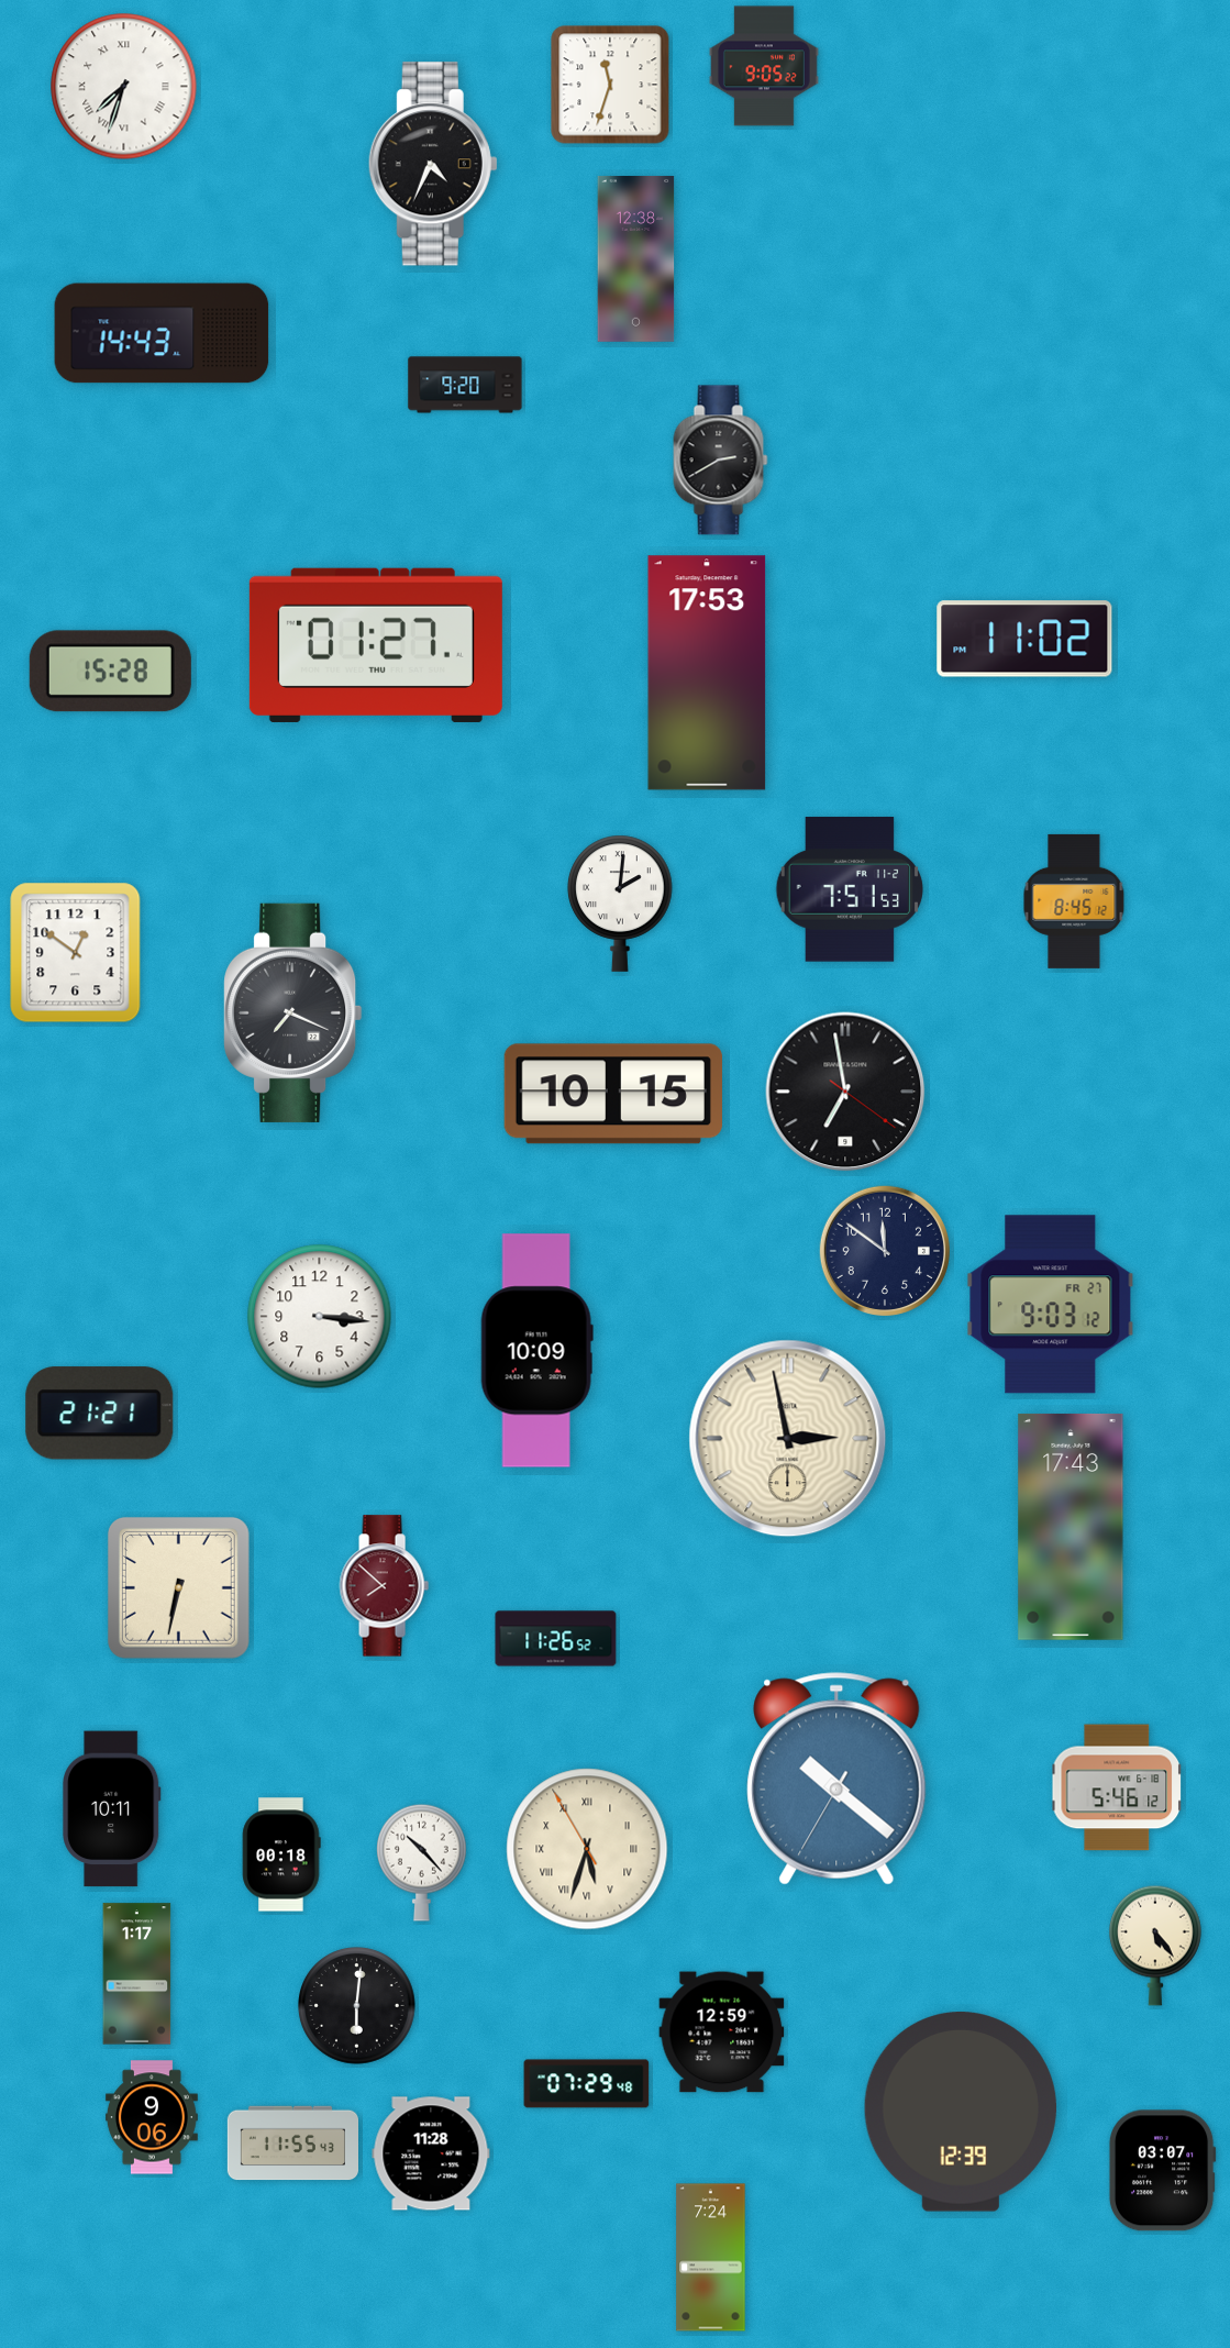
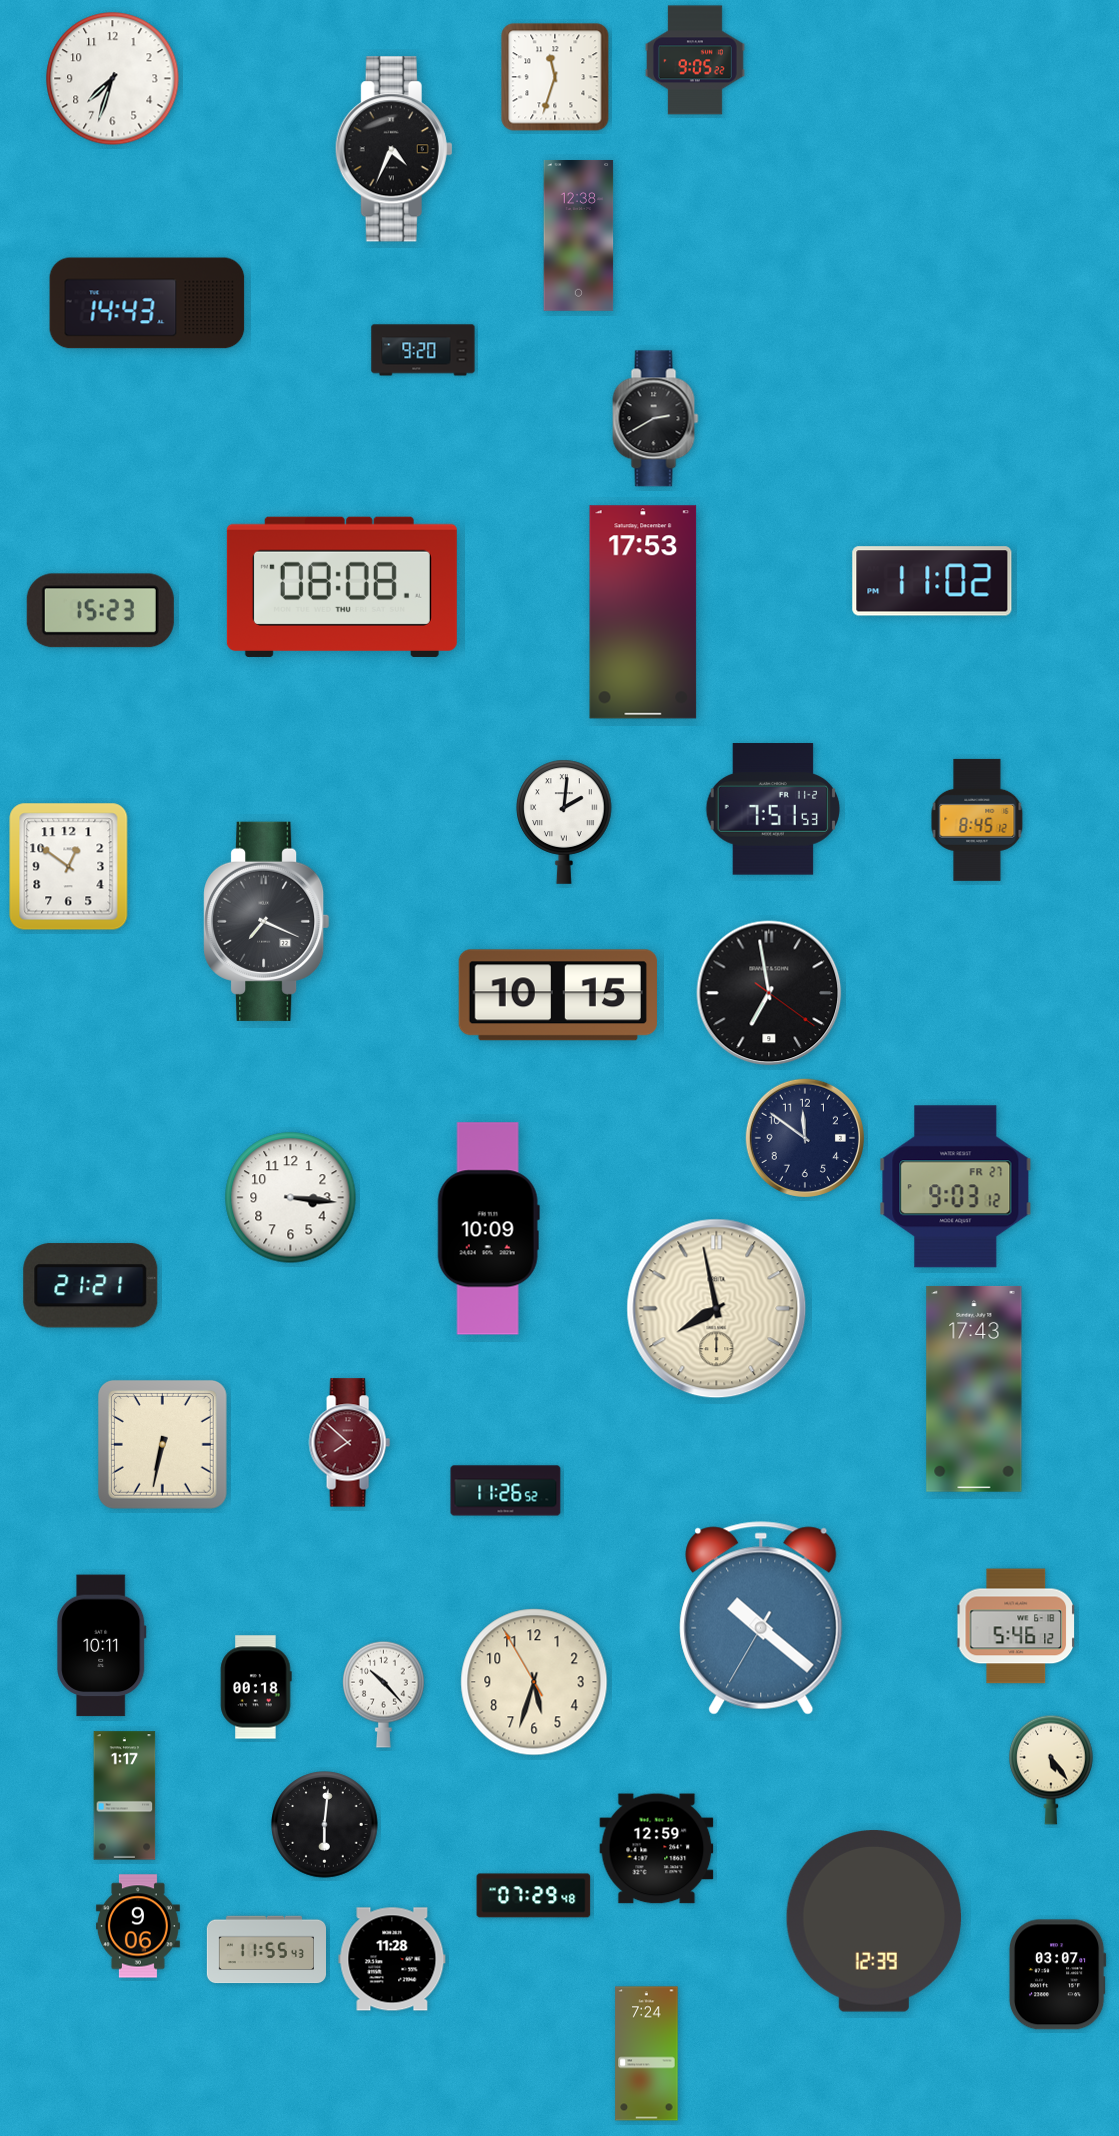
clock at (124, 87) numerals: Roman -> Arabic
clock at (376, 645): 01:27 -> 08:08
clock at (110, 672): 15:28 -> 15:23
clock at (788, 1439): 2:58 -> 7:58
clock at (587, 1849) numerals: Roman -> Arabic
